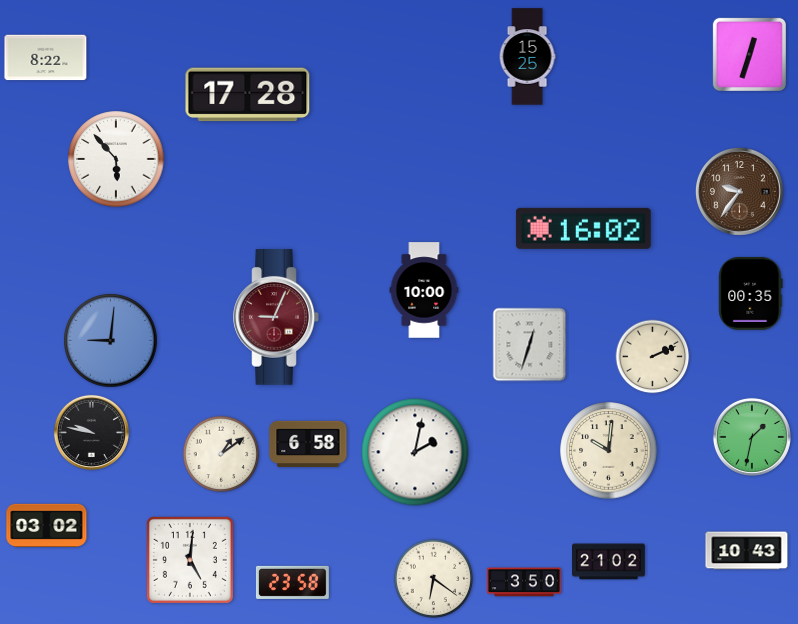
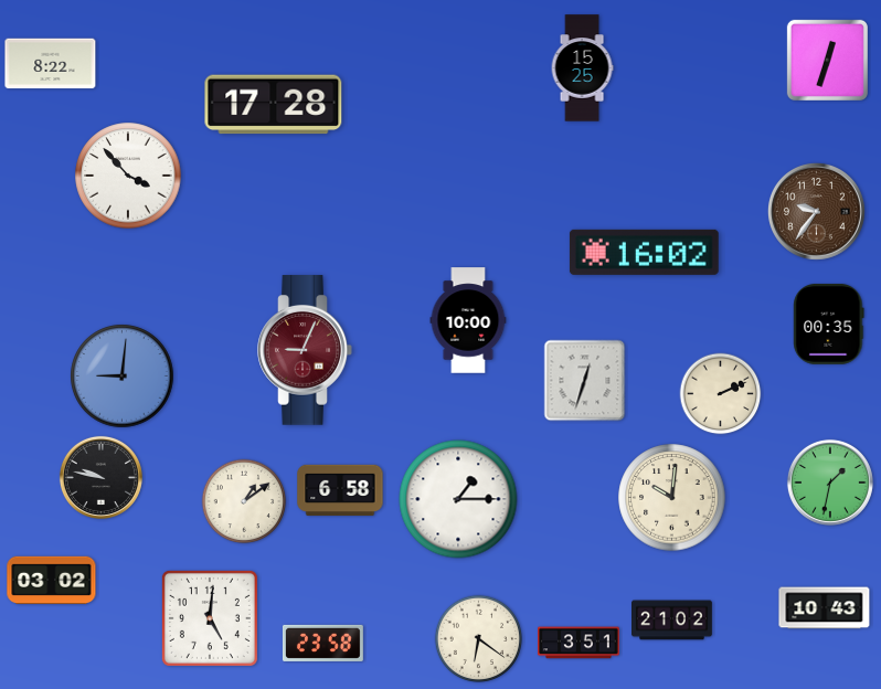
clock at (527, 57) position: (527, 57) -> (582, 68)
clock at (116, 159): 5:53 -> 3:53
clock at (415, 452): 2:02 -> 1:15
clock at (524, 582): 3:50 -> 3:51
